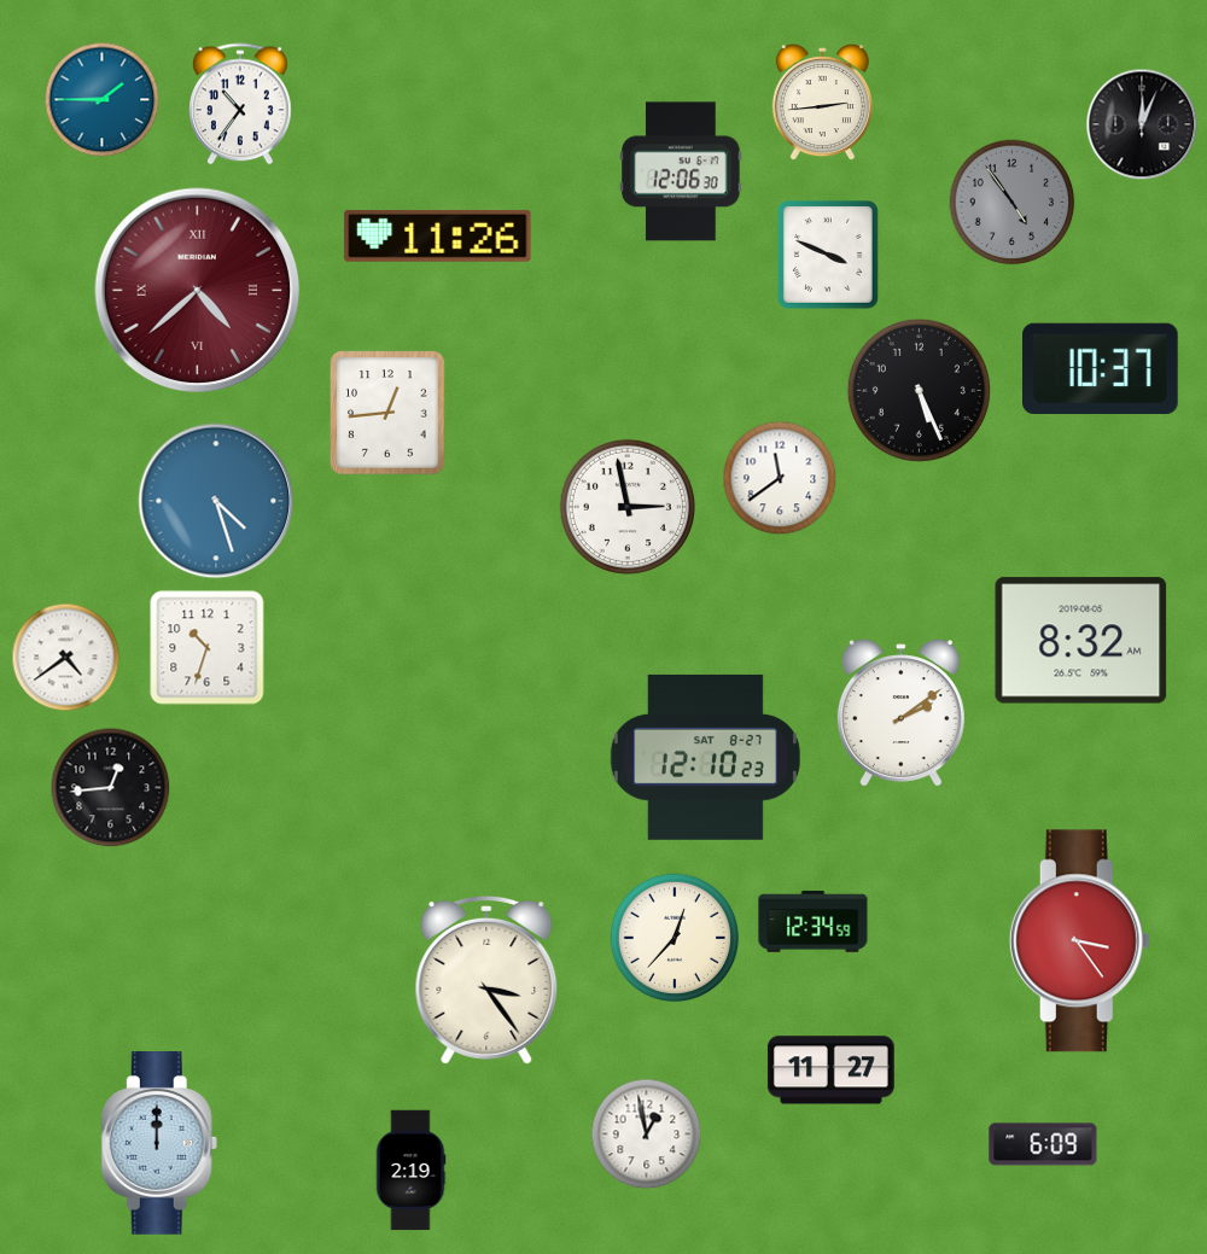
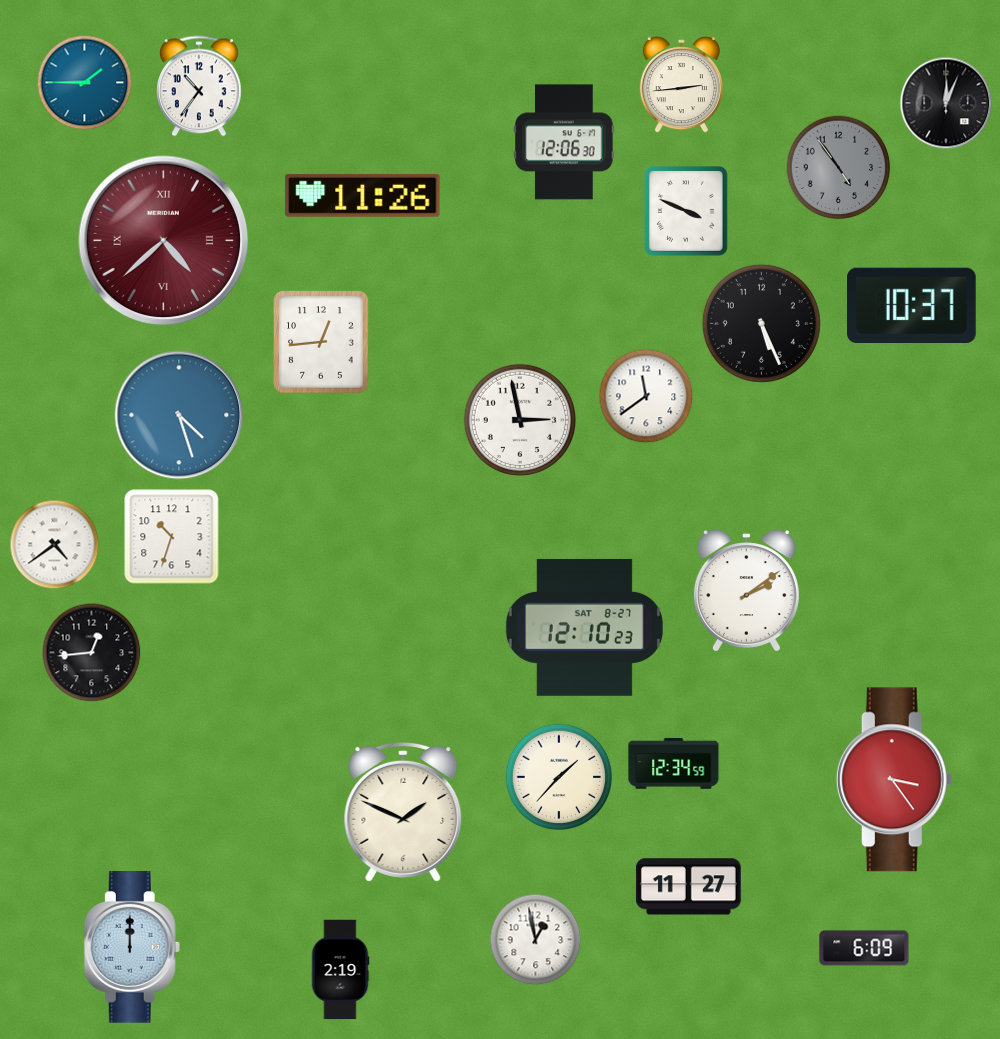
clock at (1081, 641): 8:32 -> none
clock at (675, 938): 12:37 -> 1:37
clock at (486, 980): 3:24 -> 1:49
